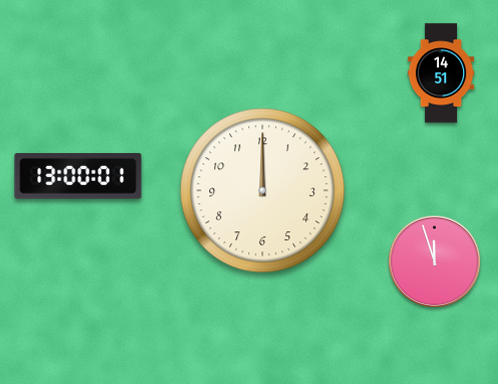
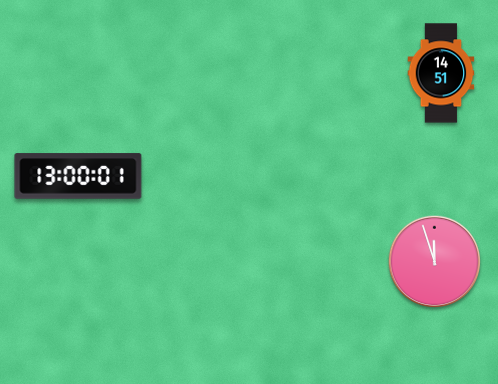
clock at (263, 191): 12:00 -> none
